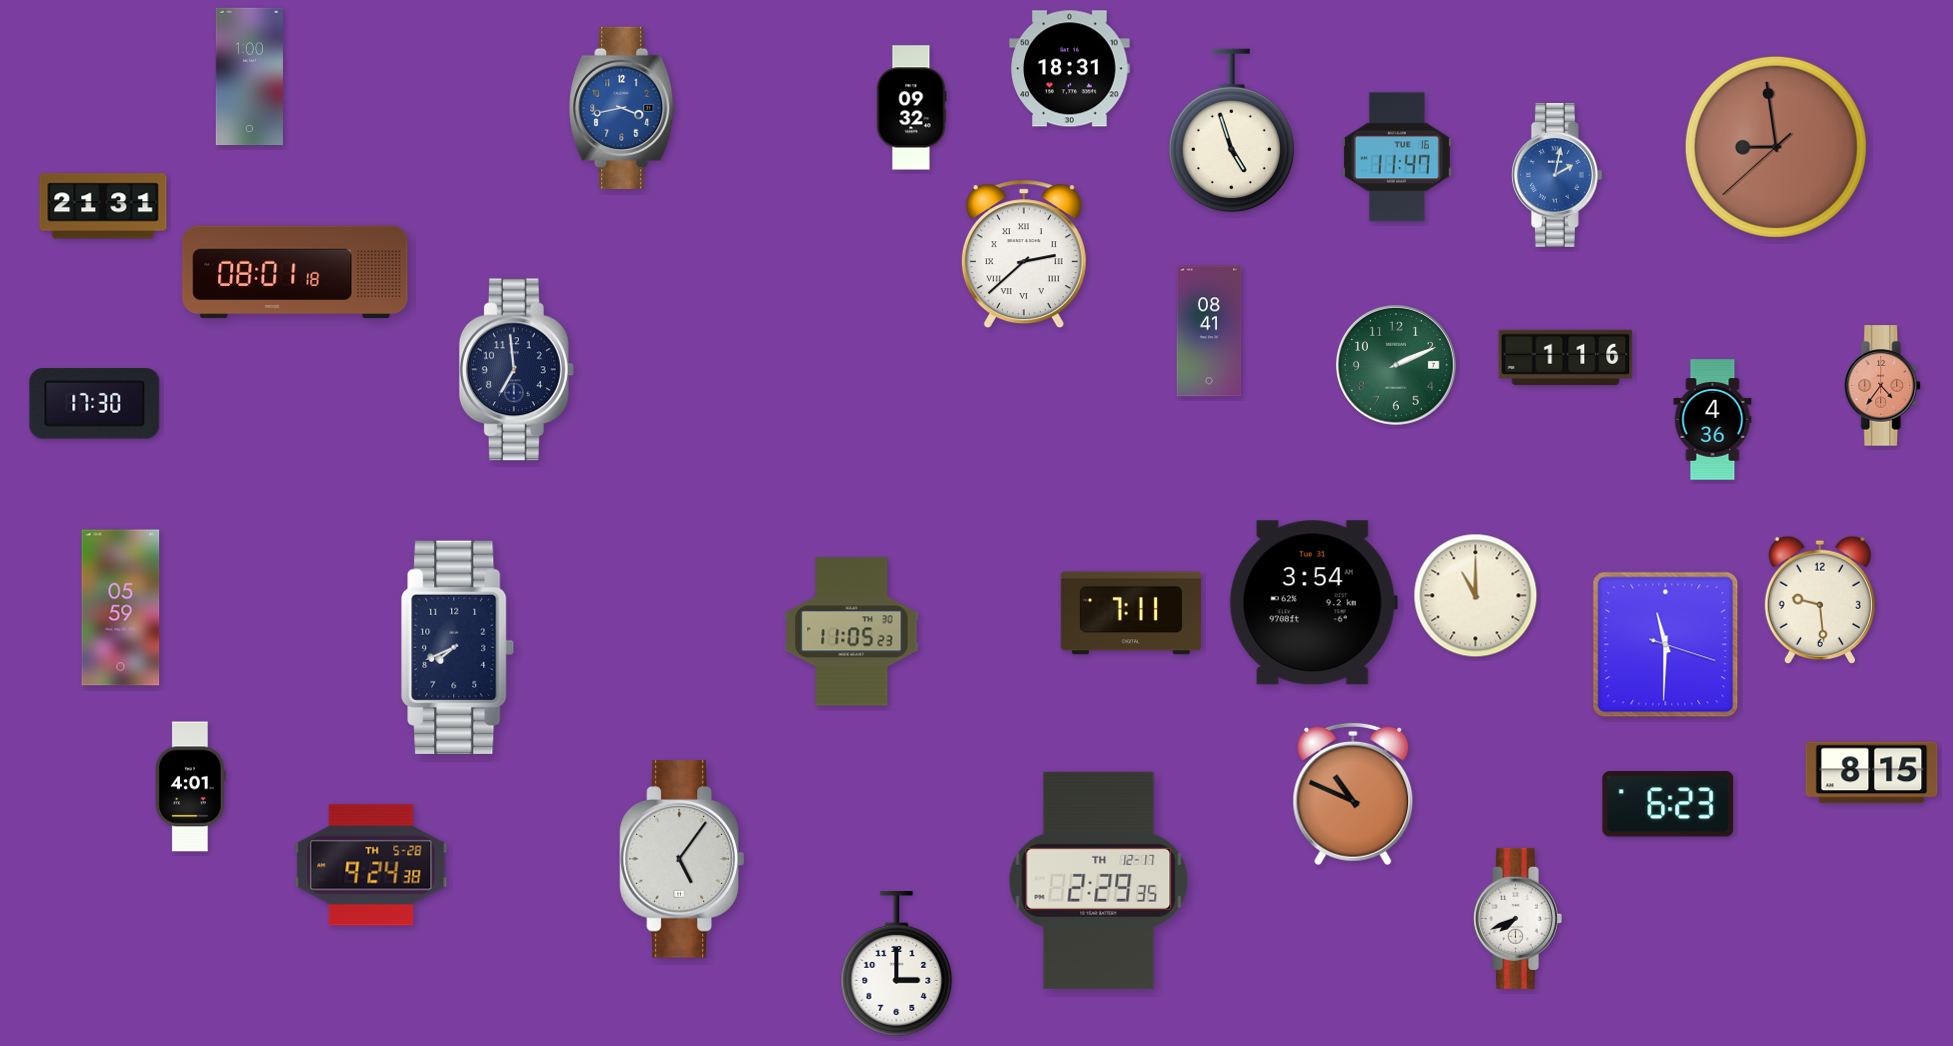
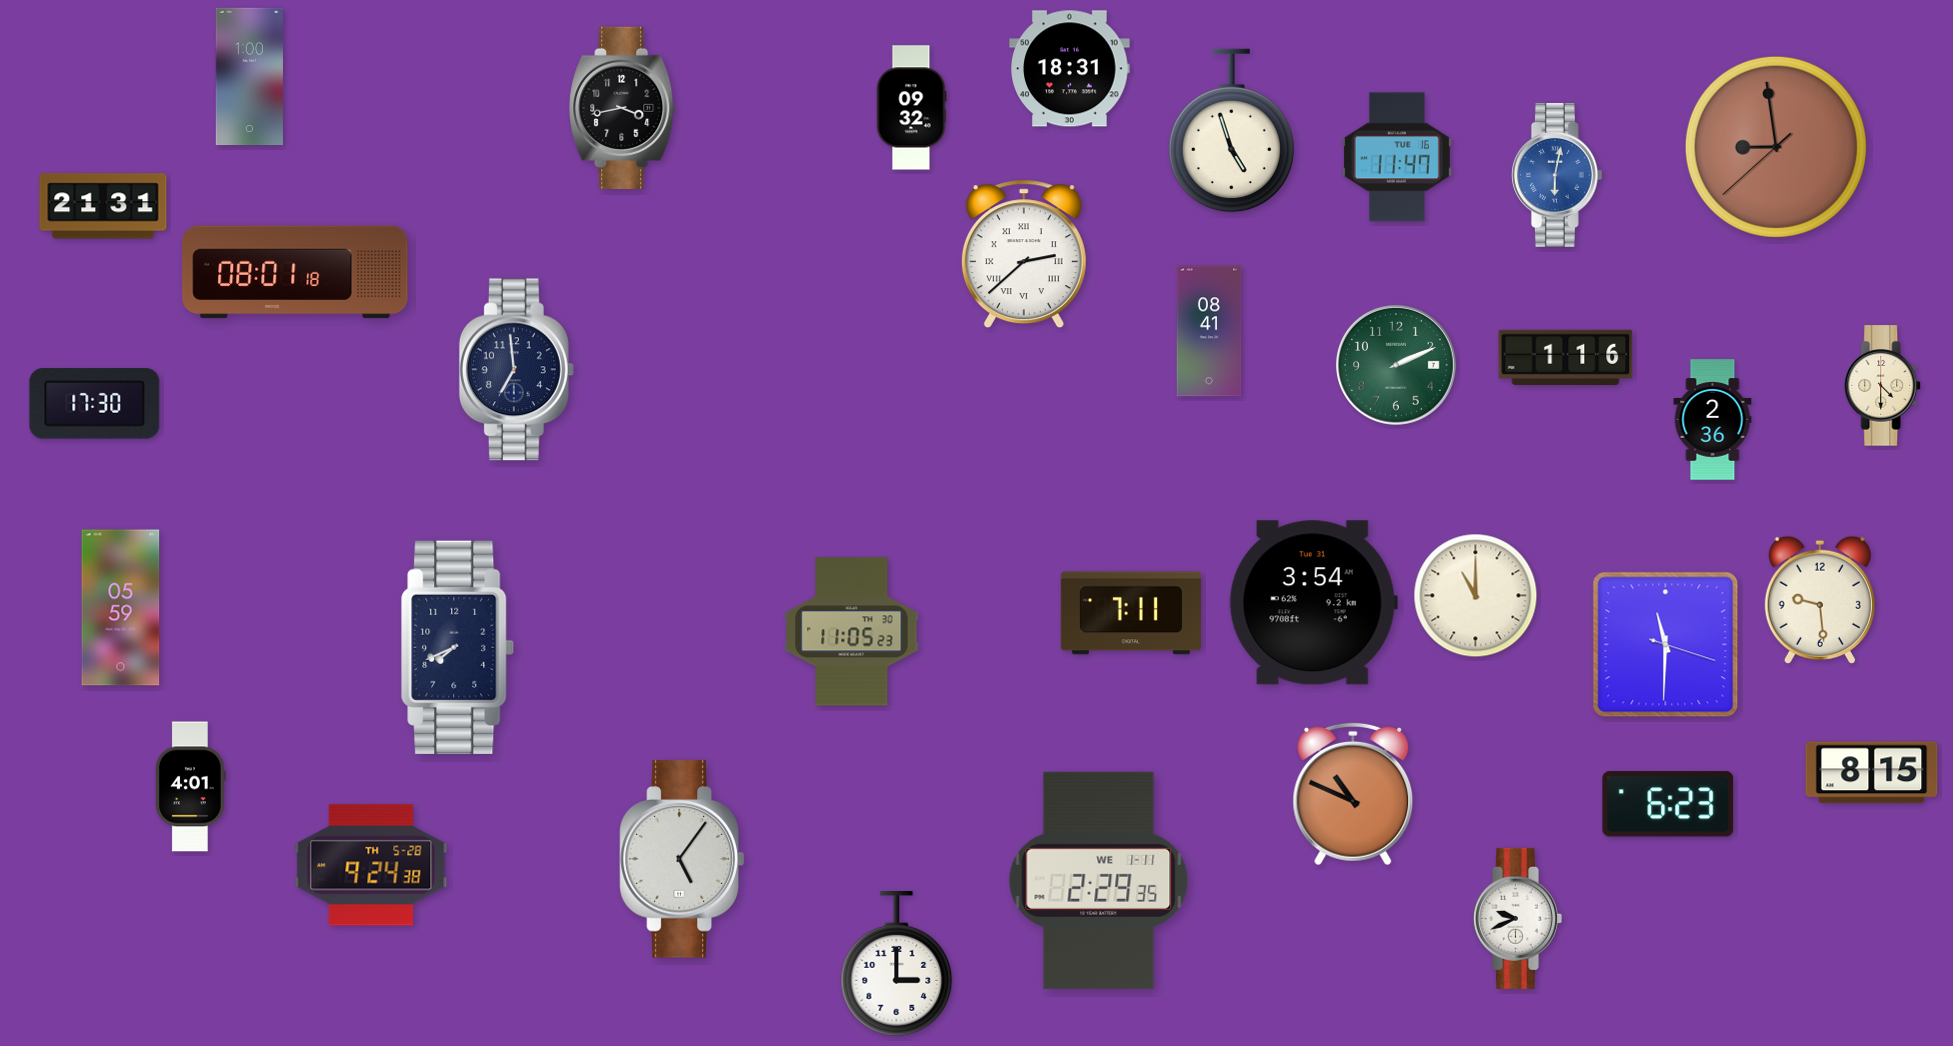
clock at (623, 107) dial: blue -> black
clock at (1557, 175): 2:02 -> 6:02
clock at (1883, 386): 4:36 -> 4:30
clock at (1883, 386) dial: salmon -> cream
clock at (1713, 420): 4:36 -> 2:36
clock at (1099, 880) date: TH 12-17 -> WE 1-11
clock at (1517, 918): 7:41 -> 9:41
